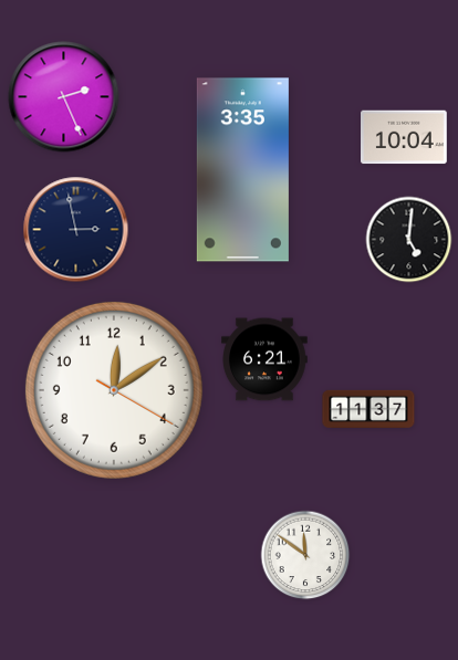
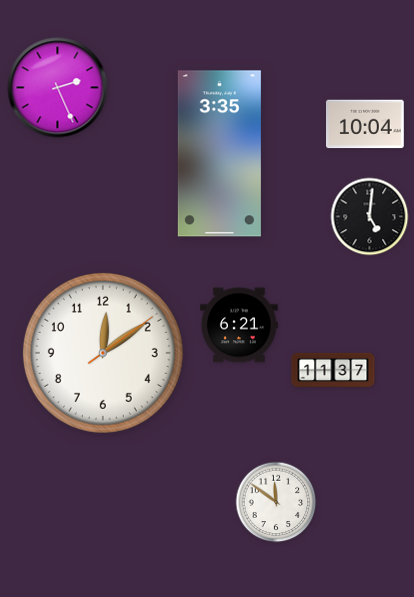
clock at (76, 230): 2:58 -> none
clock at (114, 390): 12:09:20 -> 12:09:09
